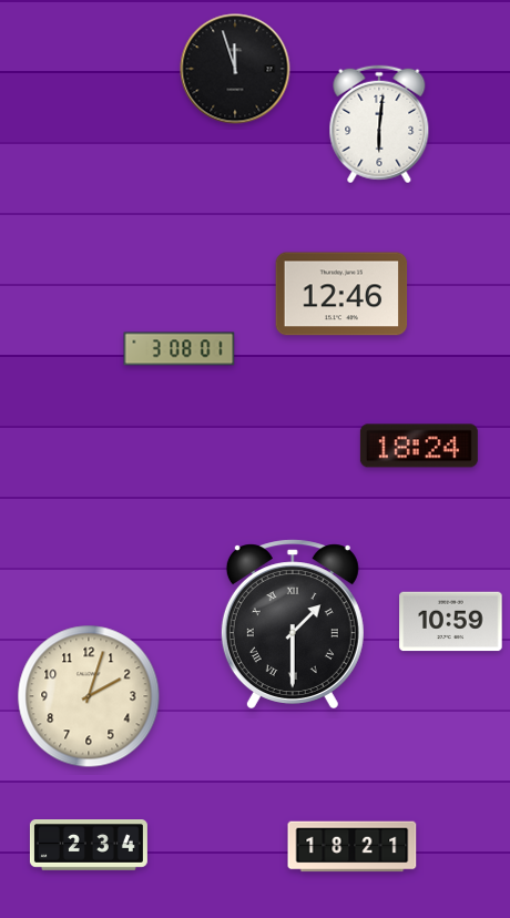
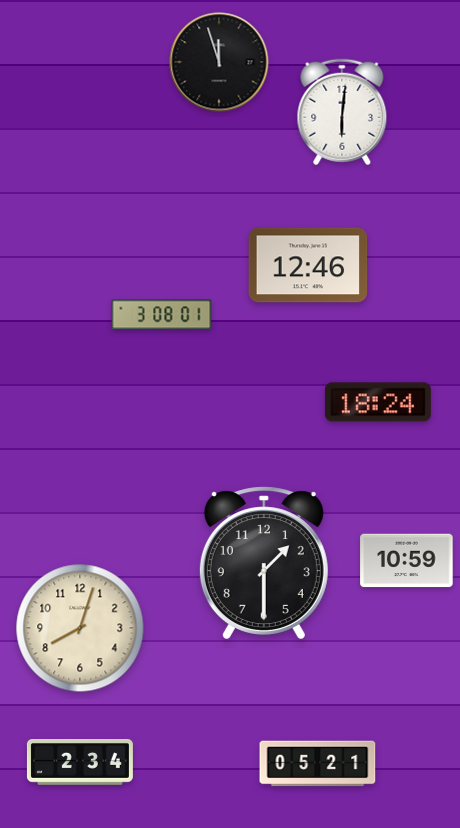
clock at (235, 69) position: (235, 69) -> (219, 62)
clock at (293, 624) numerals: Roman -> Arabic
clock at (89, 696): 2:03 -> 8:03
clock at (353, 847): 18:21 -> 05:21
